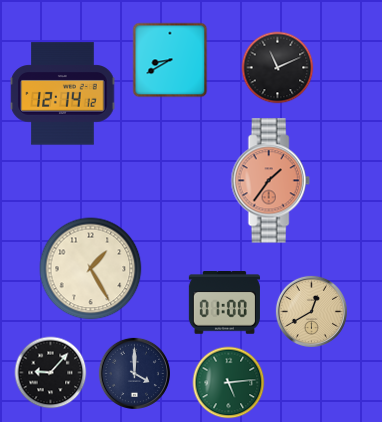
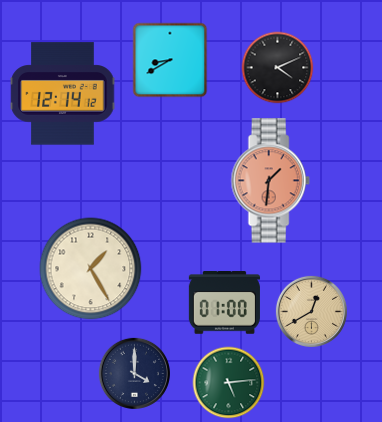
clock at (278, 68): 11:11 -> 4:11
clock at (270, 181): 1:36 -> 1:31
clock at (51, 373): 9:07 -> none
